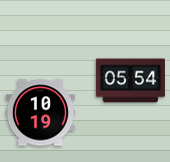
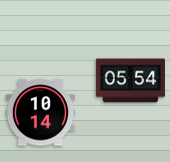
clock at (40, 113): 10:19 -> 10:14
